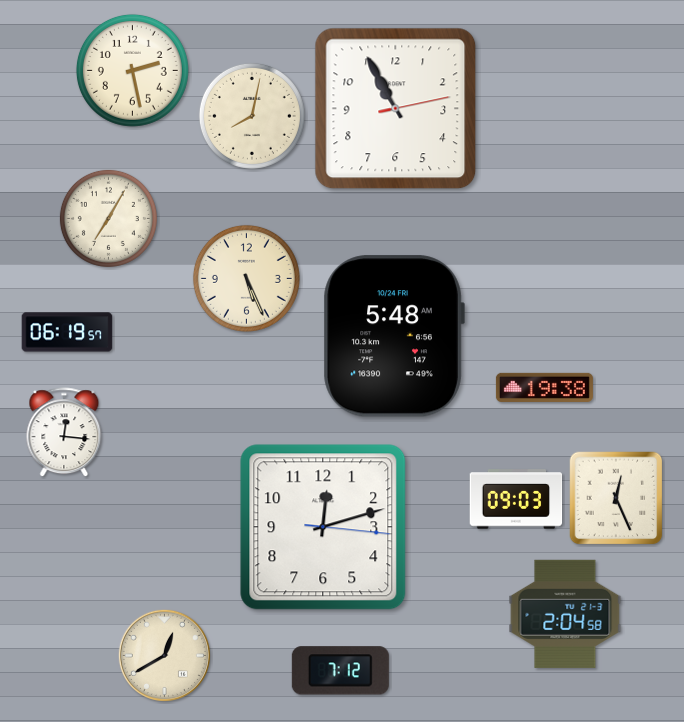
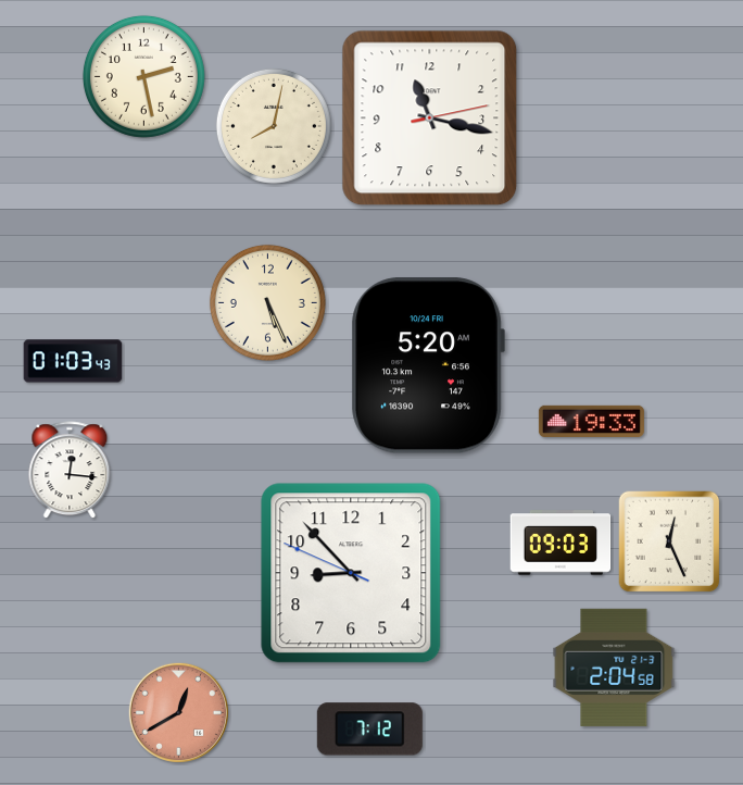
clock at (396, 109): 10:55 -> 11:17
clock at (108, 218): 7:05 -> none
clock at (67, 332): 06:19 -> 01:03
clock at (394, 336): 5:48 -> 5:20
clock at (544, 387): 19:38 -> 19:33
clock at (323, 527): 12:12 -> 8:52
clock at (164, 655) dial: cream -> salmon
